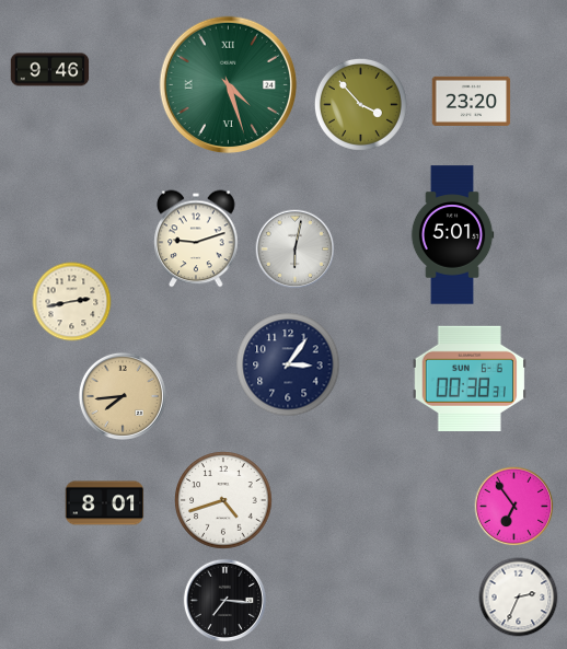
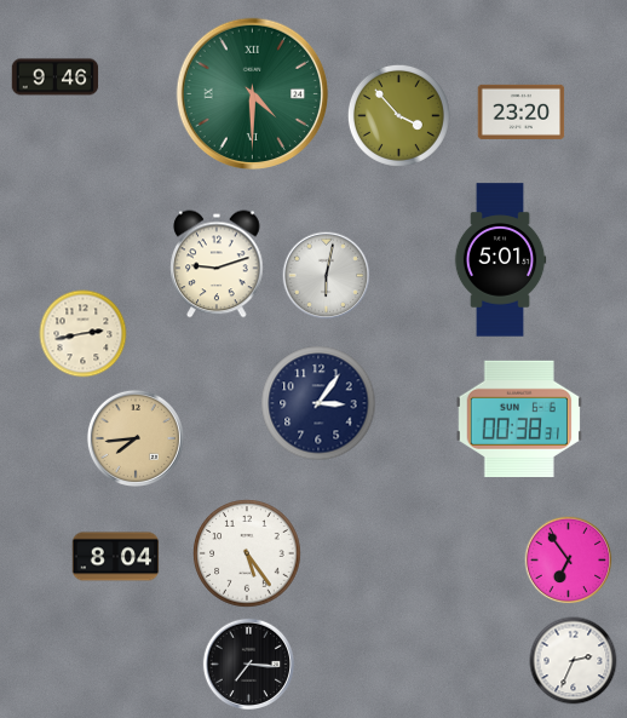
clock at (229, 85): 4:27 -> 4:30
clock at (72, 302) position: (72, 302) -> (84, 334)
clock at (223, 500): 4:42 -> 5:24
clock at (105, 503): 8:01 -> 8:04
